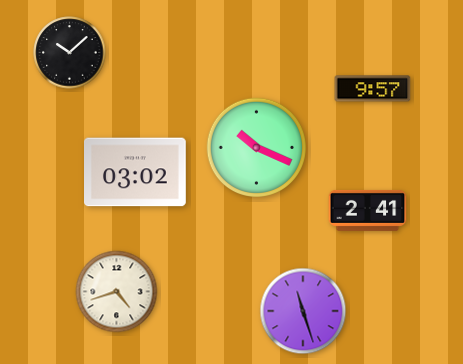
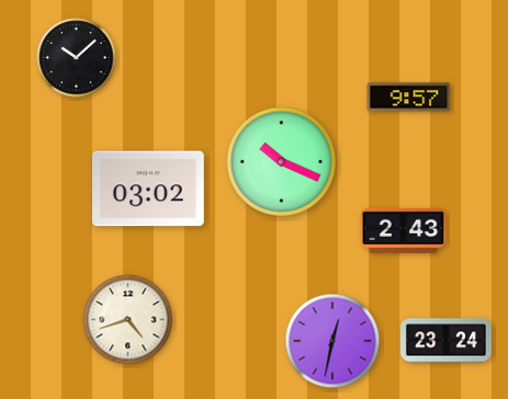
clock at (368, 210): 2:41 -> 2:43
clock at (303, 311): 11:27 -> 12:32
clock at (447, 341): none -> 23:24
